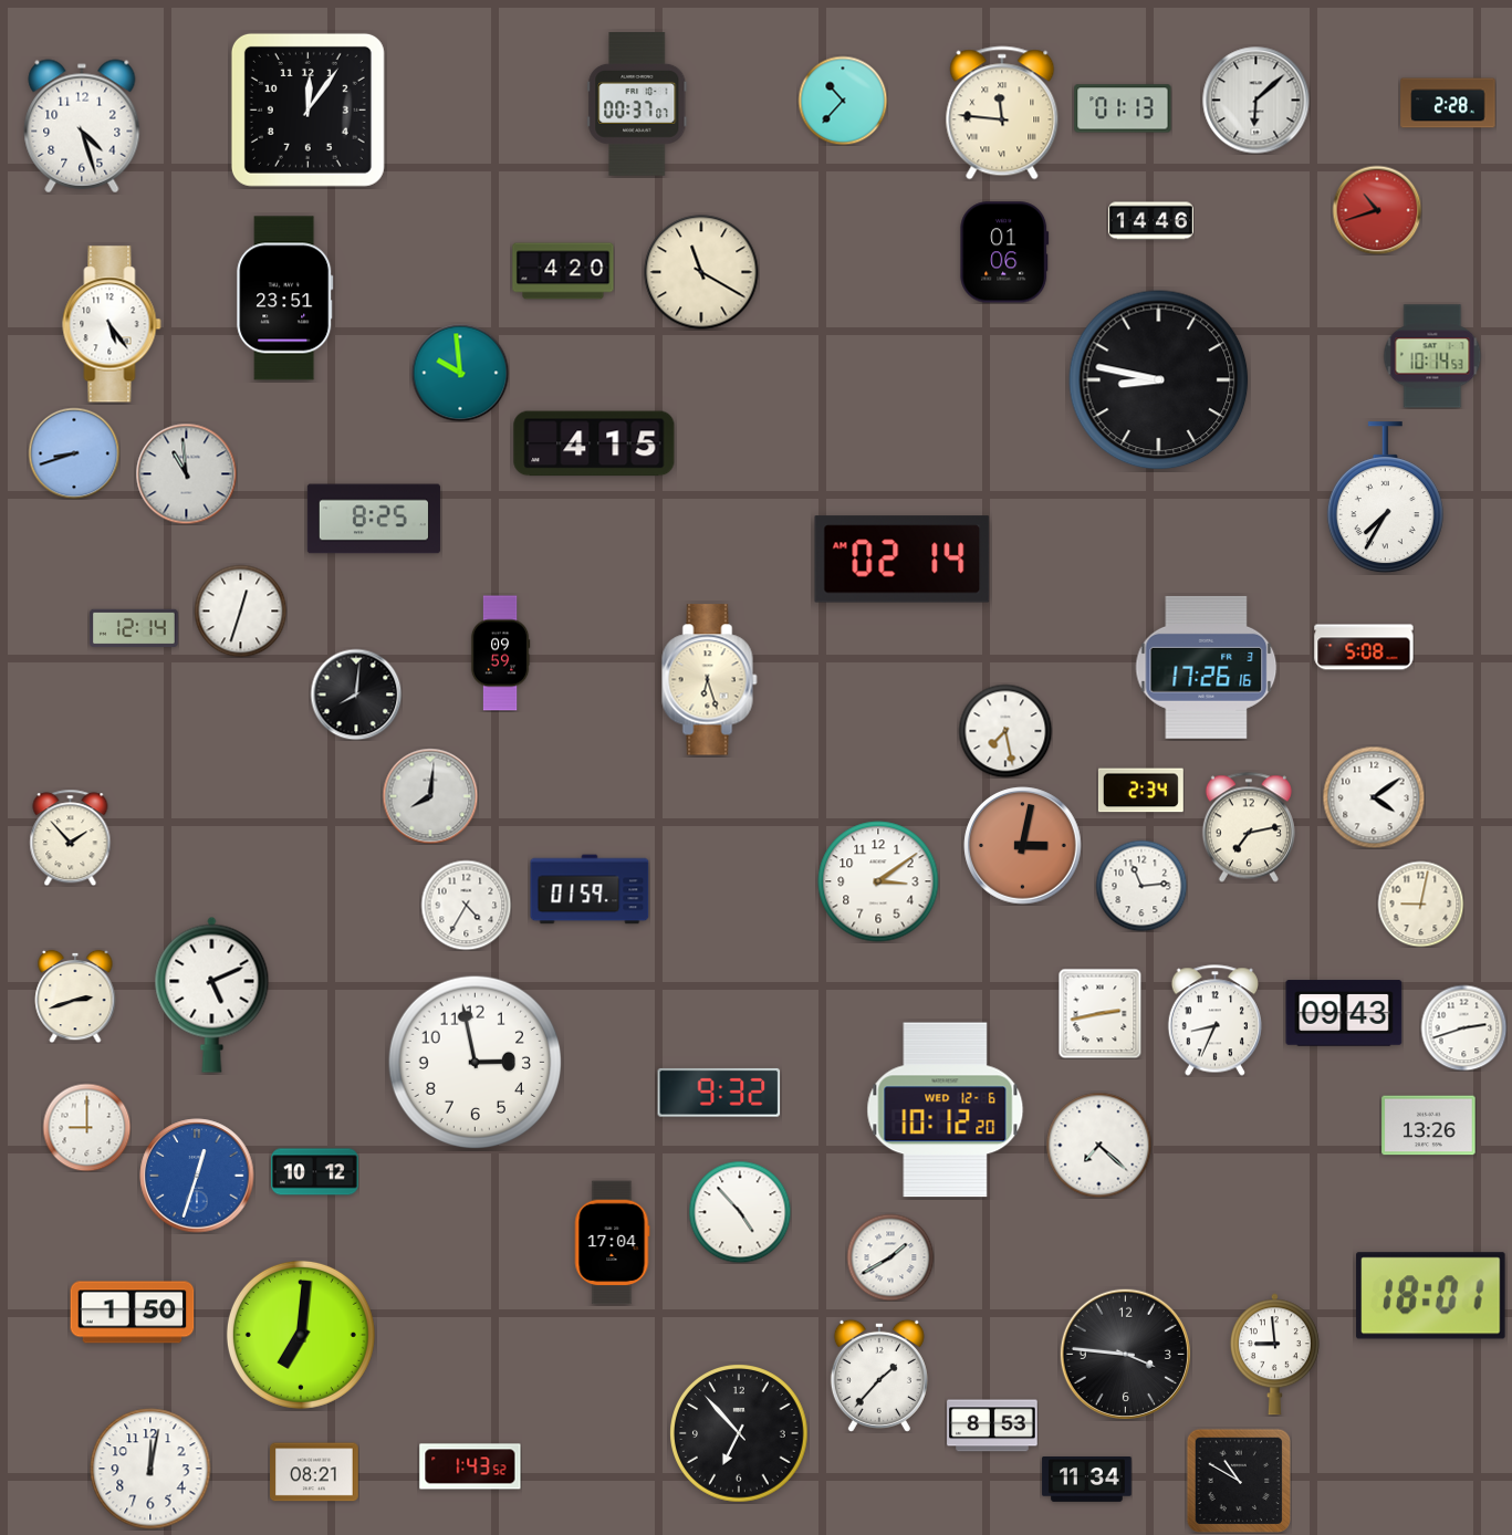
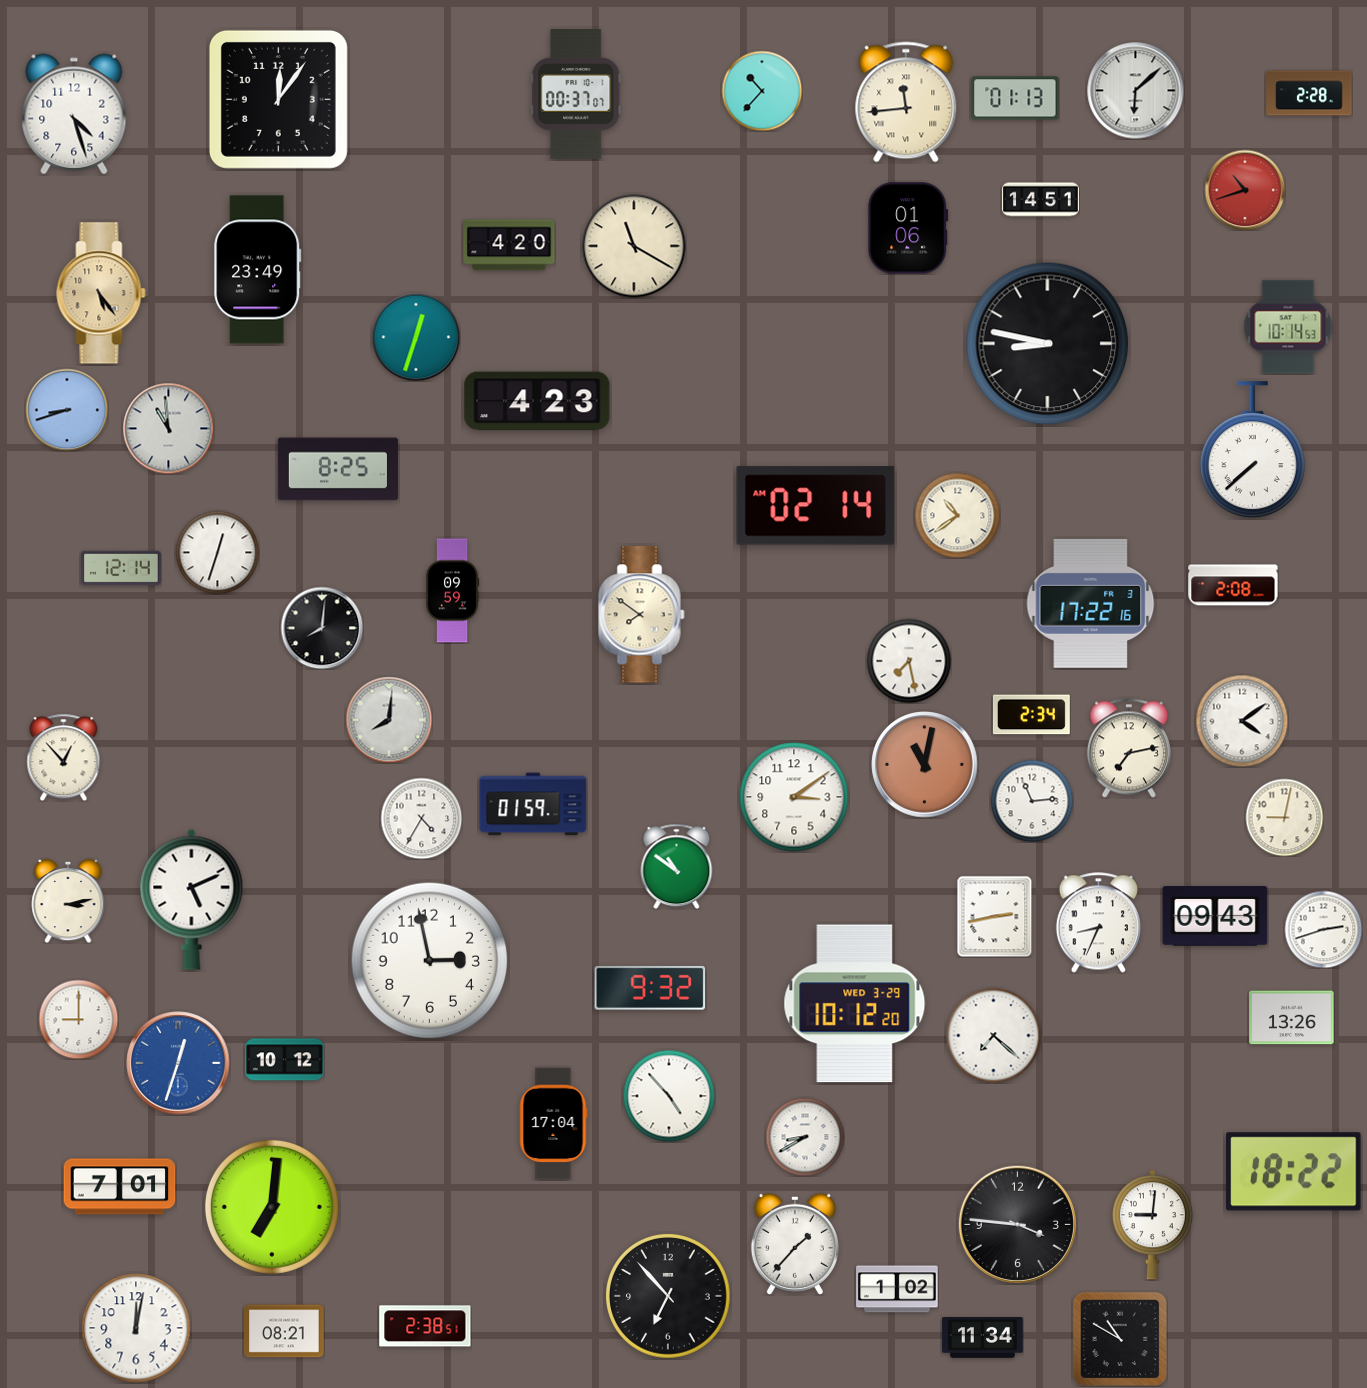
clock at (1002, 113): 11:46 -> 11:44
clock at (1151, 221): 14:46 -> 14:51
clock at (285, 299): 23:51 -> 23:49
clock at (112, 324) dial: white -> champagne
clock at (1432, 356) position: (1432, 356) -> (1288, 327)
clock at (460, 373): 9:59 -> 12:33
clock at (594, 443): 4:15 -> 4:23
clock at (1385, 498): 7:35 -> 7:38
clock at (957, 515): none -> 10:39
clock at (1364, 647): 5:08 -> 2:08
clock at (1207, 667): 17:26 -> 17:22
clock at (710, 680): 6:27 -> 7:51
clock at (71, 837): 1:53 -> 12:53
clock at (1023, 846): 3:02 -> 11:02
clock at (677, 866): none -> 10:51
clock at (75, 996): 2:42 -> 3:13
clock at (946, 1110) date: WED 12-6 -> WED 3-29
clock at (890, 1257): 1:40 -> 8:40
clock at (1431, 1296): 18:01 -> 18:22
clock at (133, 1313): 1:50 -> 7:01
clock at (1274, 1355): 8:59 -> 9:01
clock at (992, 1426): 8:53 -> 1:02
clock at (470, 1466): 1:43 -> 2:38
